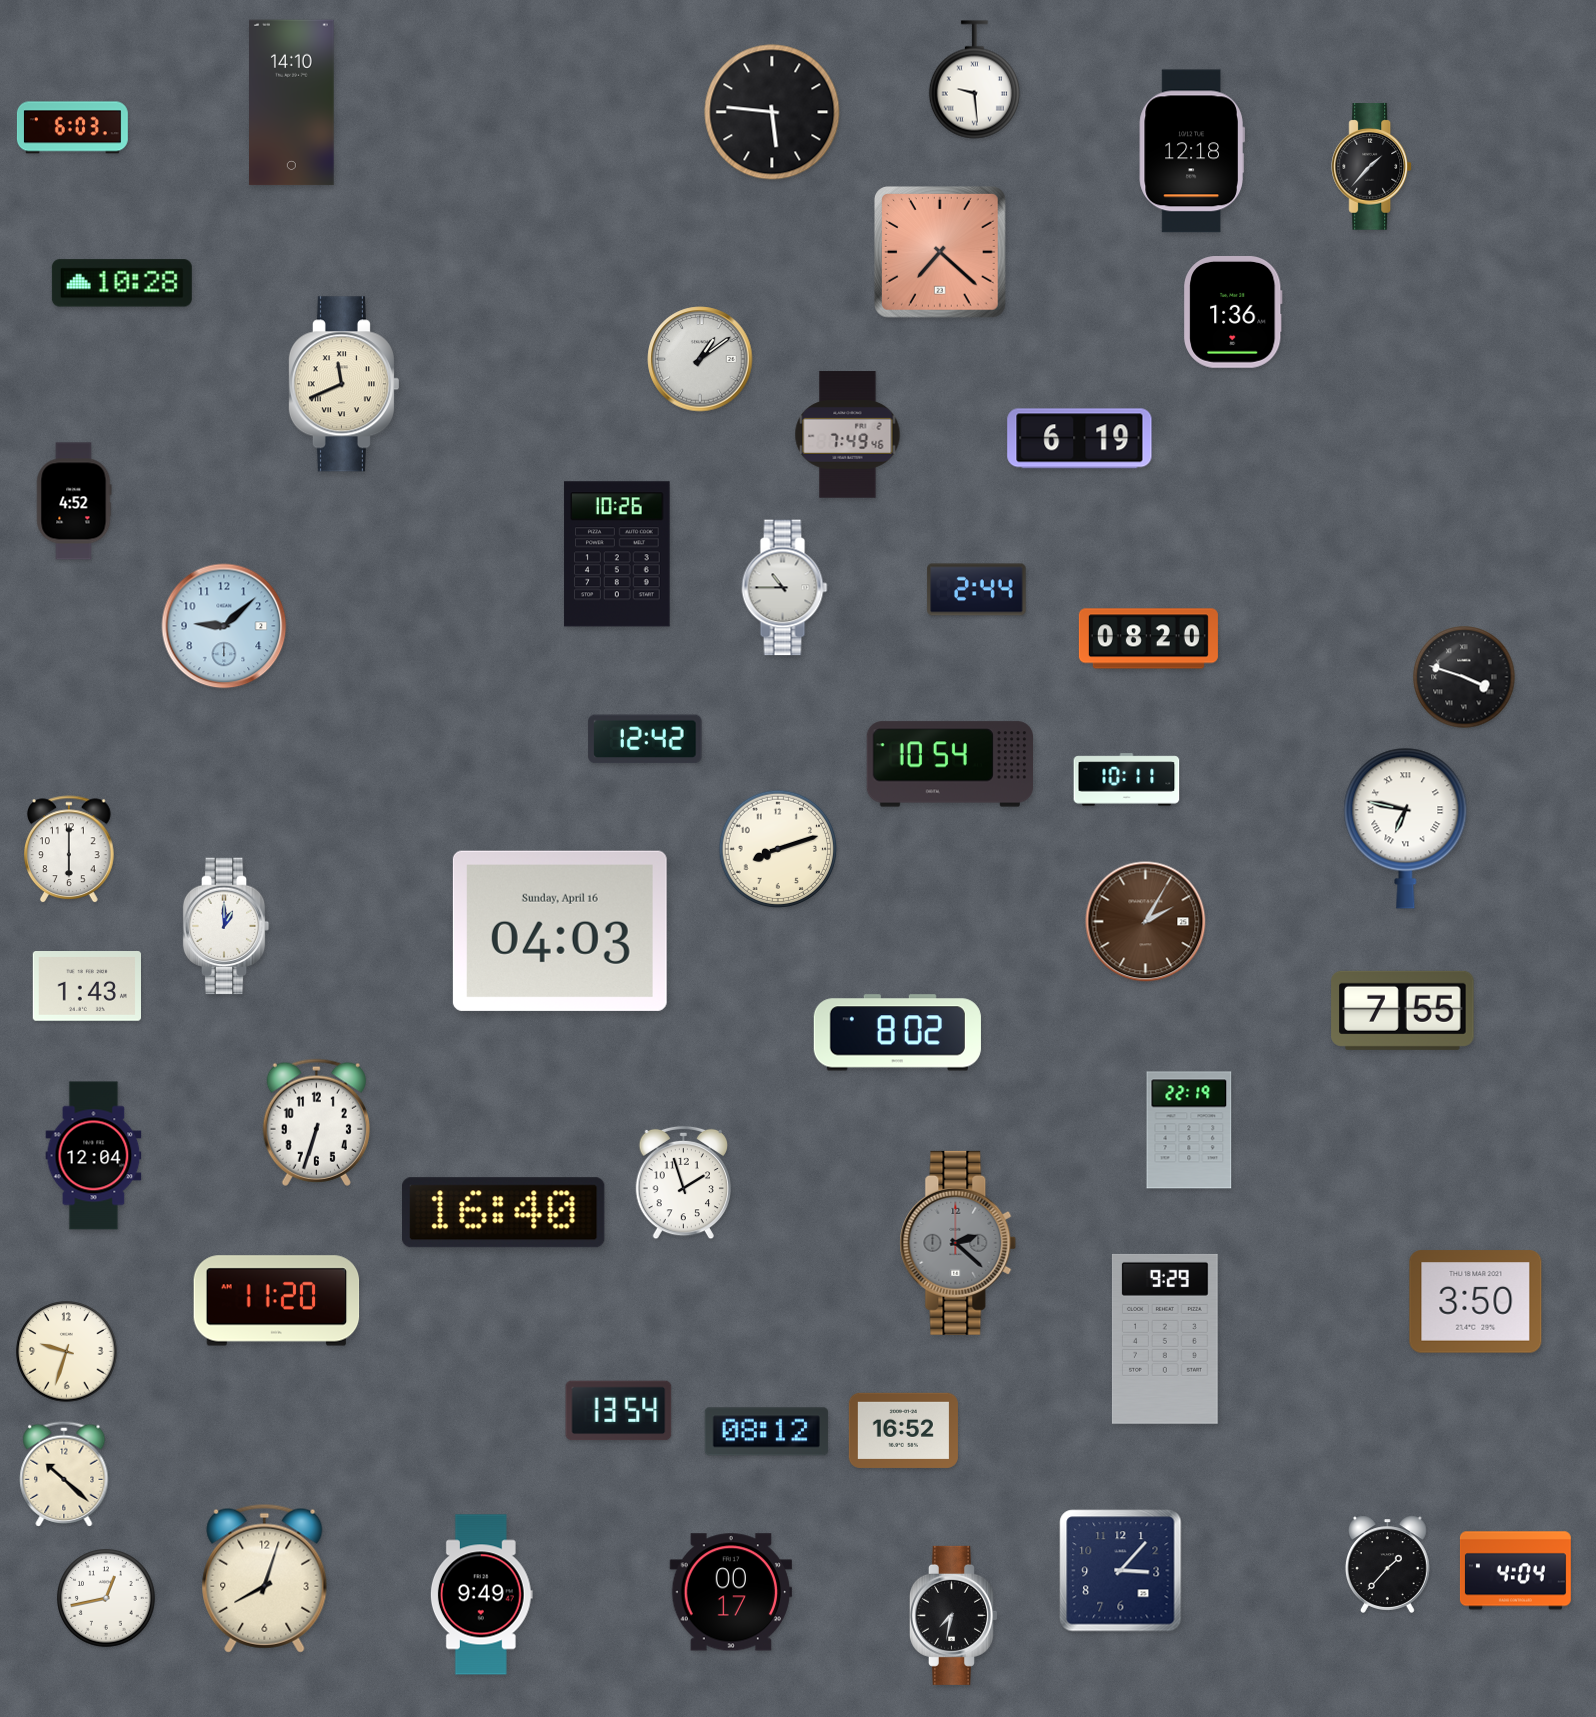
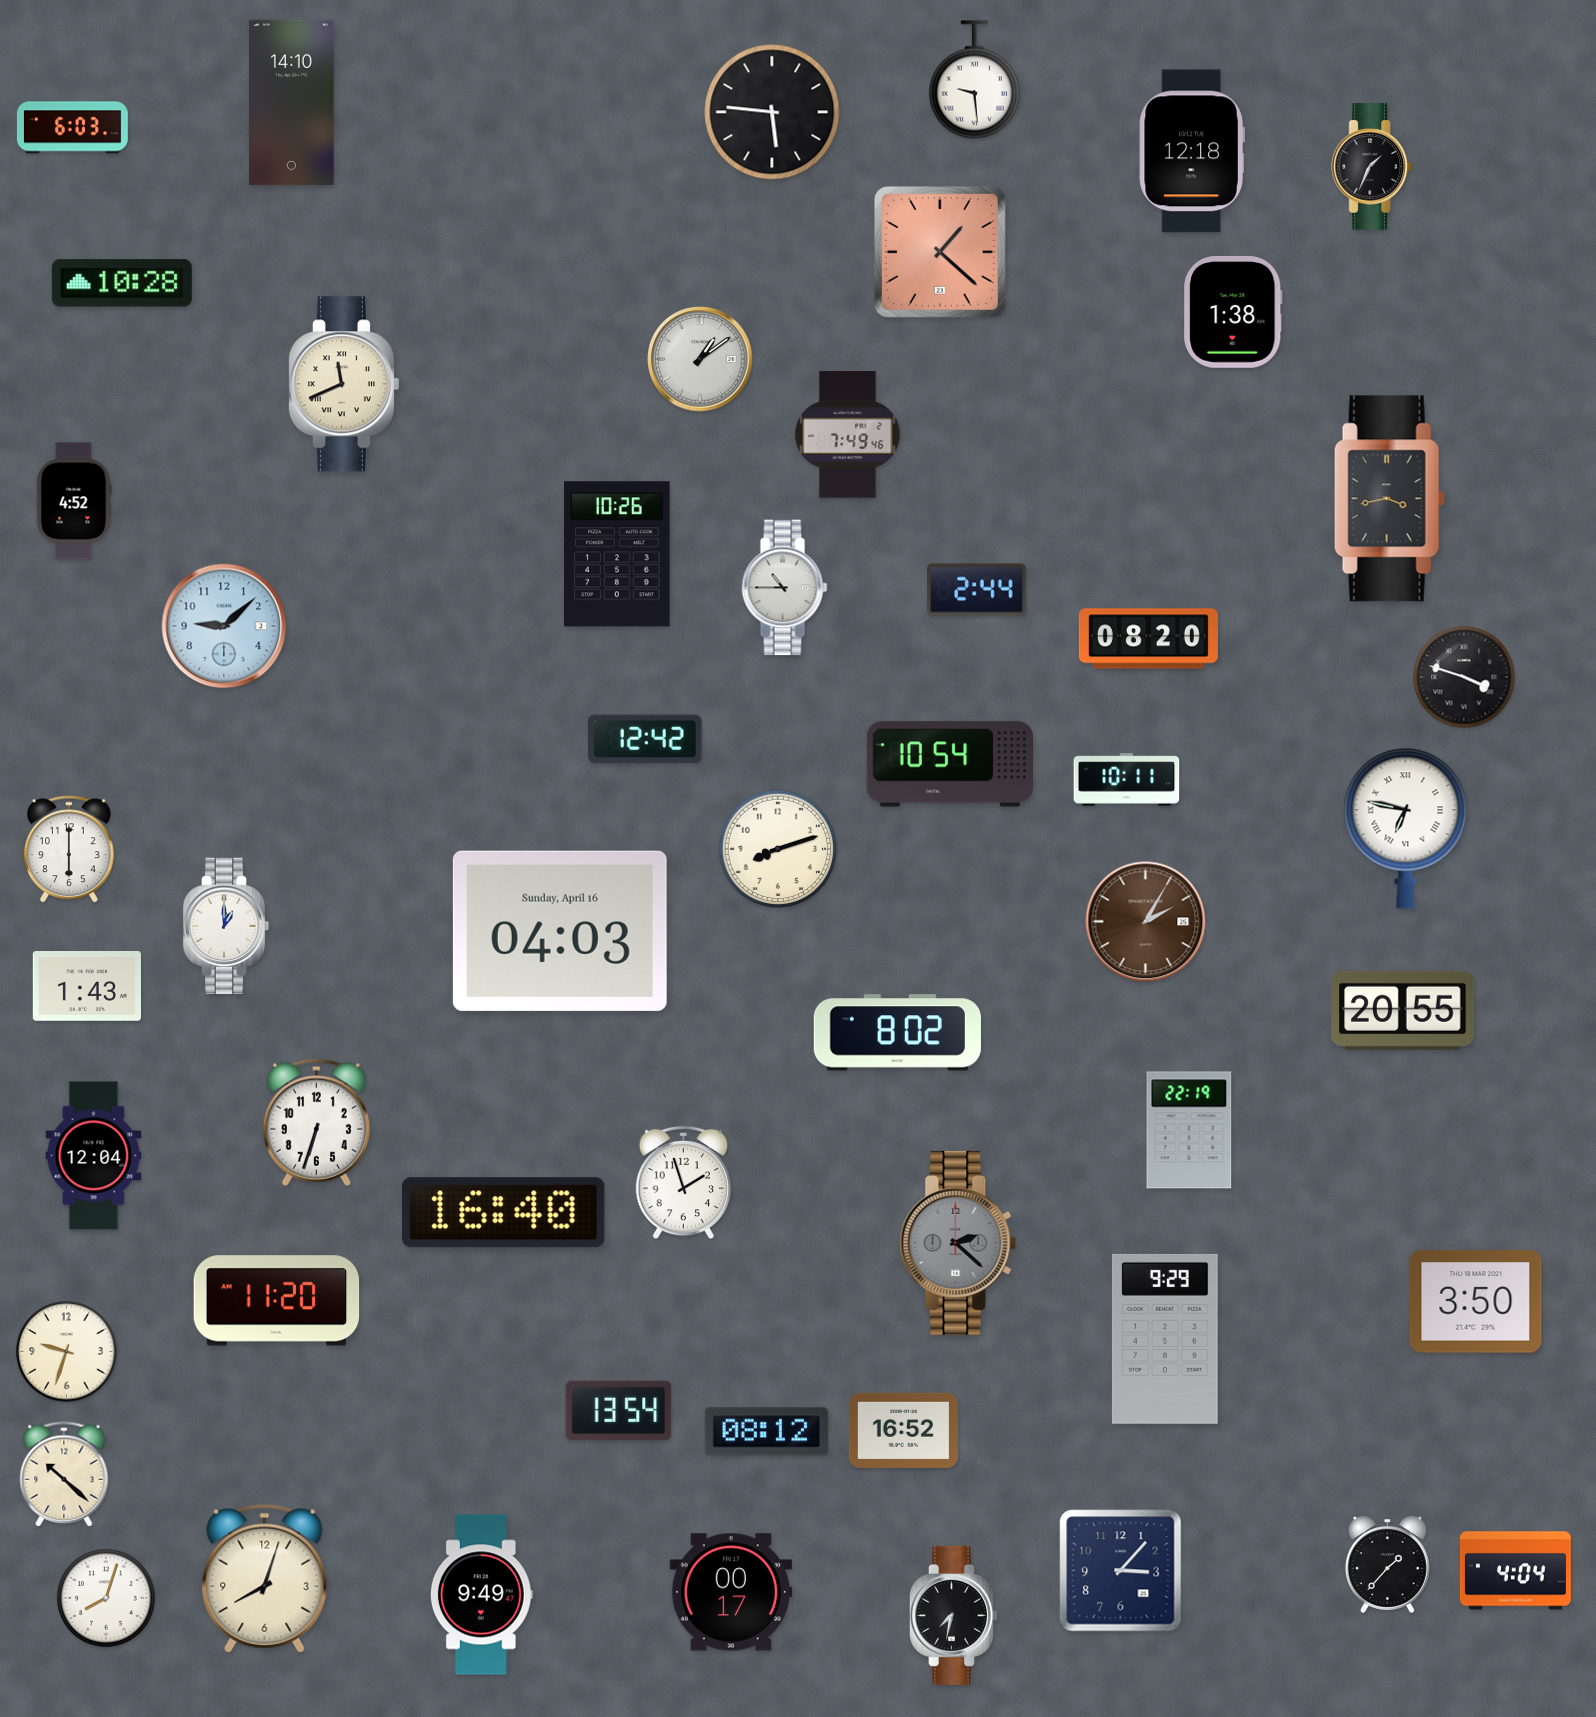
clock at (1372, 167): 1:37 -> 1:34
clock at (940, 252): 7:22 -> 1:22
clock at (1234, 313): 1:36 -> 1:38
clock at (1080, 439): 6:19 -> none
clock at (1389, 499): none -> 3:43
clock at (1403, 1010): 7:55 -> 20:55
clock at (106, 1598): 12:43 -> 8:03
